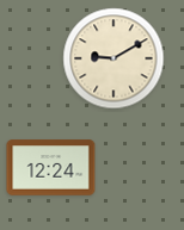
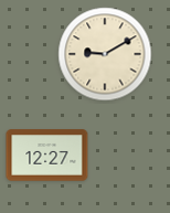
clock at (51, 168): 12:24 -> 12:27
